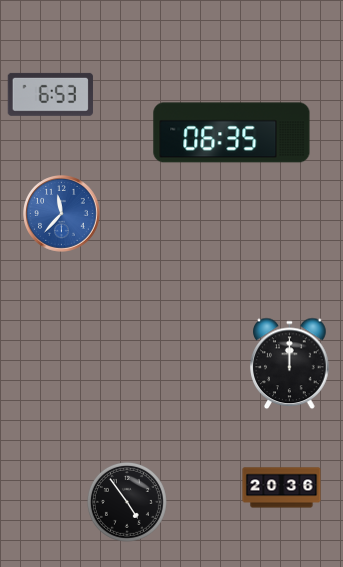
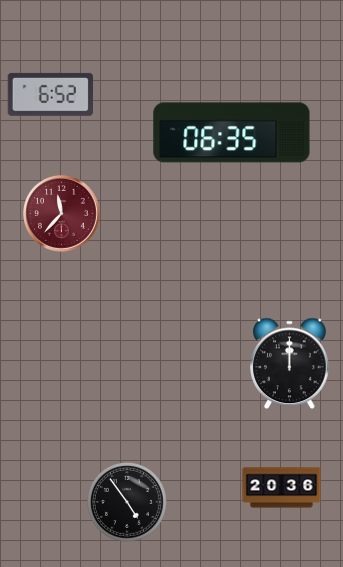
clock at (50, 94): 6:53 -> 6:52
clock at (62, 214) dial: blue -> burgundy
